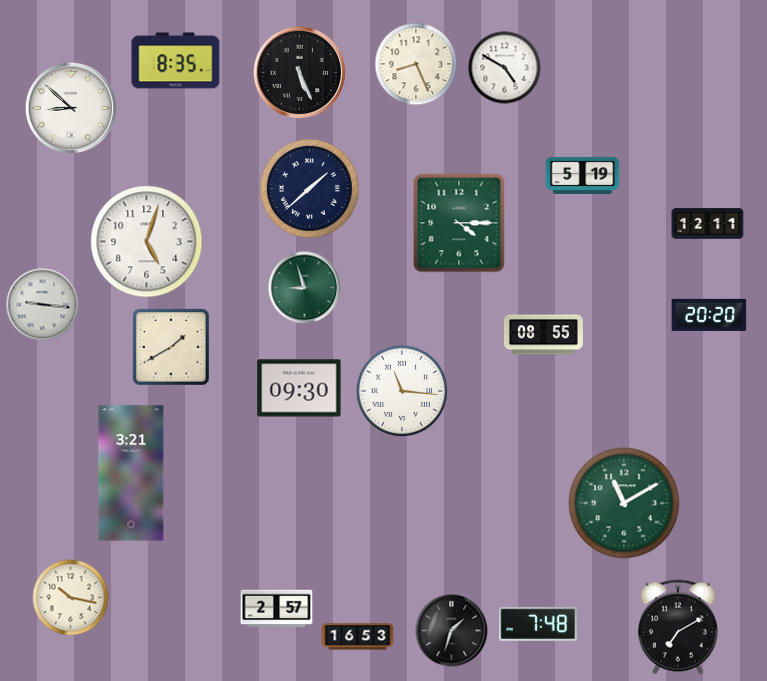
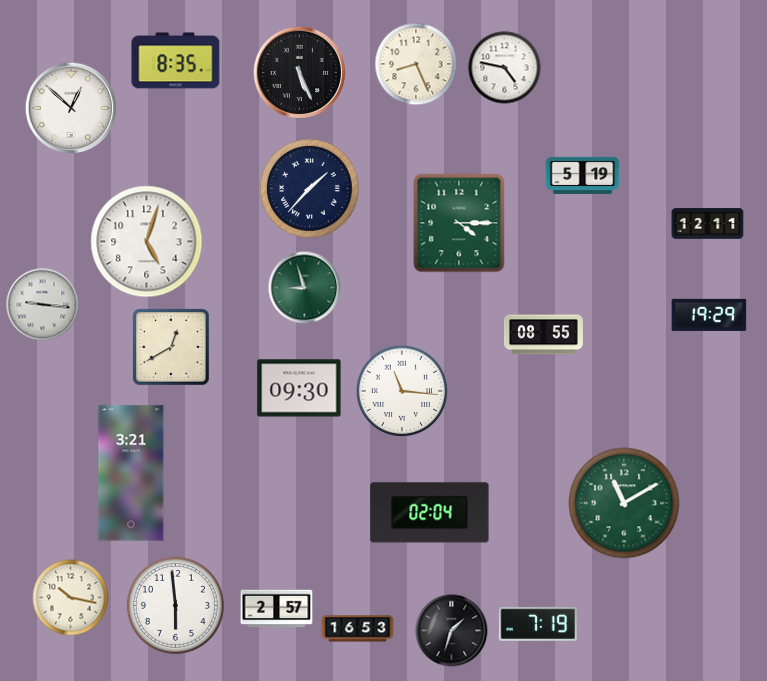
clock at (505, 68): 4:50 -> 4:47
clock at (71, 108): 8:52 -> 12:52
clock at (310, 189): 1:38 -> 1:37
clock at (709, 315): 20:20 -> 19:29
clock at (171, 347): 1:40 -> 12:40
clock at (430, 513): none -> 02:04
clock at (175, 605): none -> 5:59
clock at (538, 624): 7:48 -> 7:19
clock at (678, 627): 7:10 -> none
clock at (358, 637) position: (358, 637) -> (358, 629)
